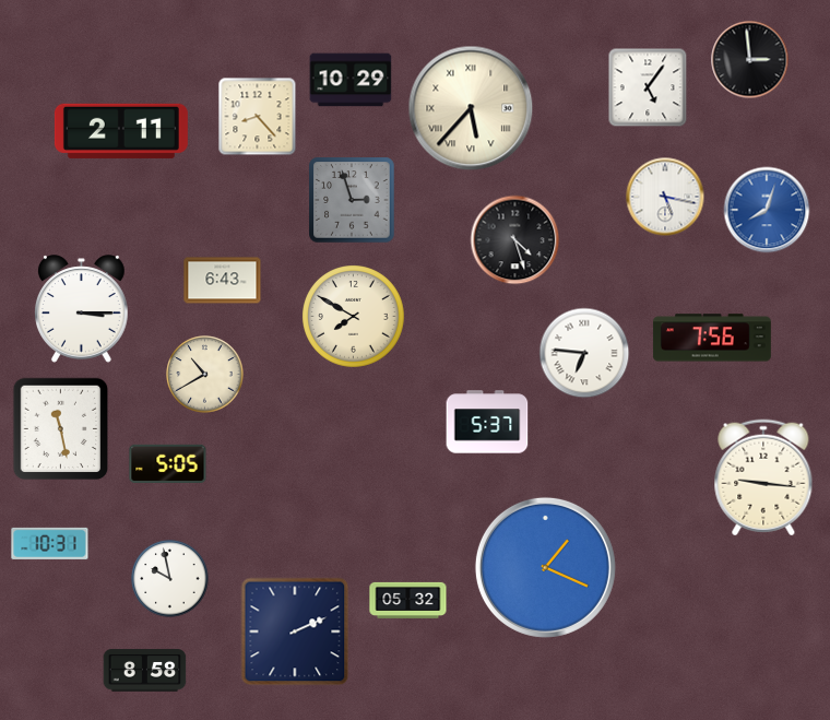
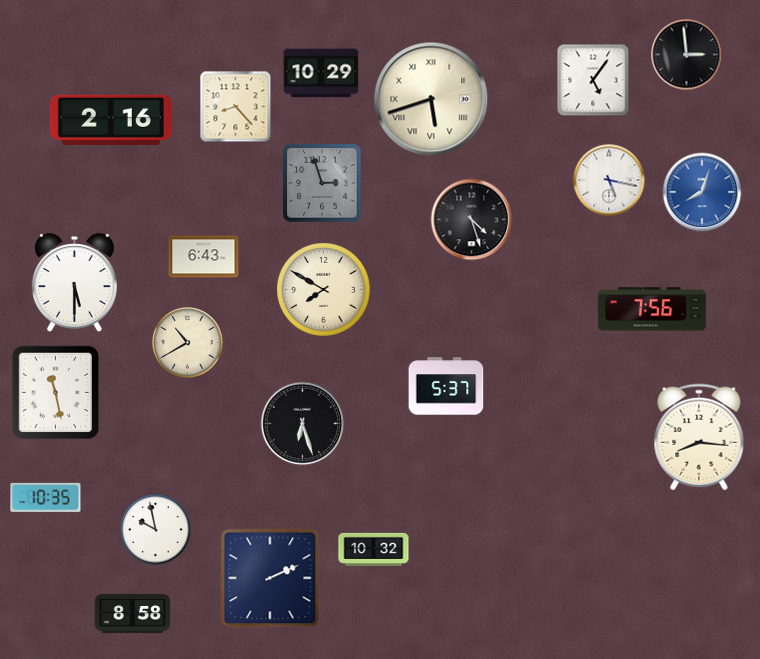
clock at (471, 108): 5:37 -> 5:42
clock at (121, 131): 2:11 -> 2:16
clock at (82, 309): 3:15 -> 5:30
clock at (584, 353): 6:46 -> none
clock at (168, 463): 5:05 -> none
clock at (303, 424): none -> 6:27
clock at (763, 477): 9:16 -> 8:16
clock at (50, 543): 10:31 -> 10:35
clock at (545, 567): 1:19 -> none
clock at (408, 600): 05:32 -> 10:32
